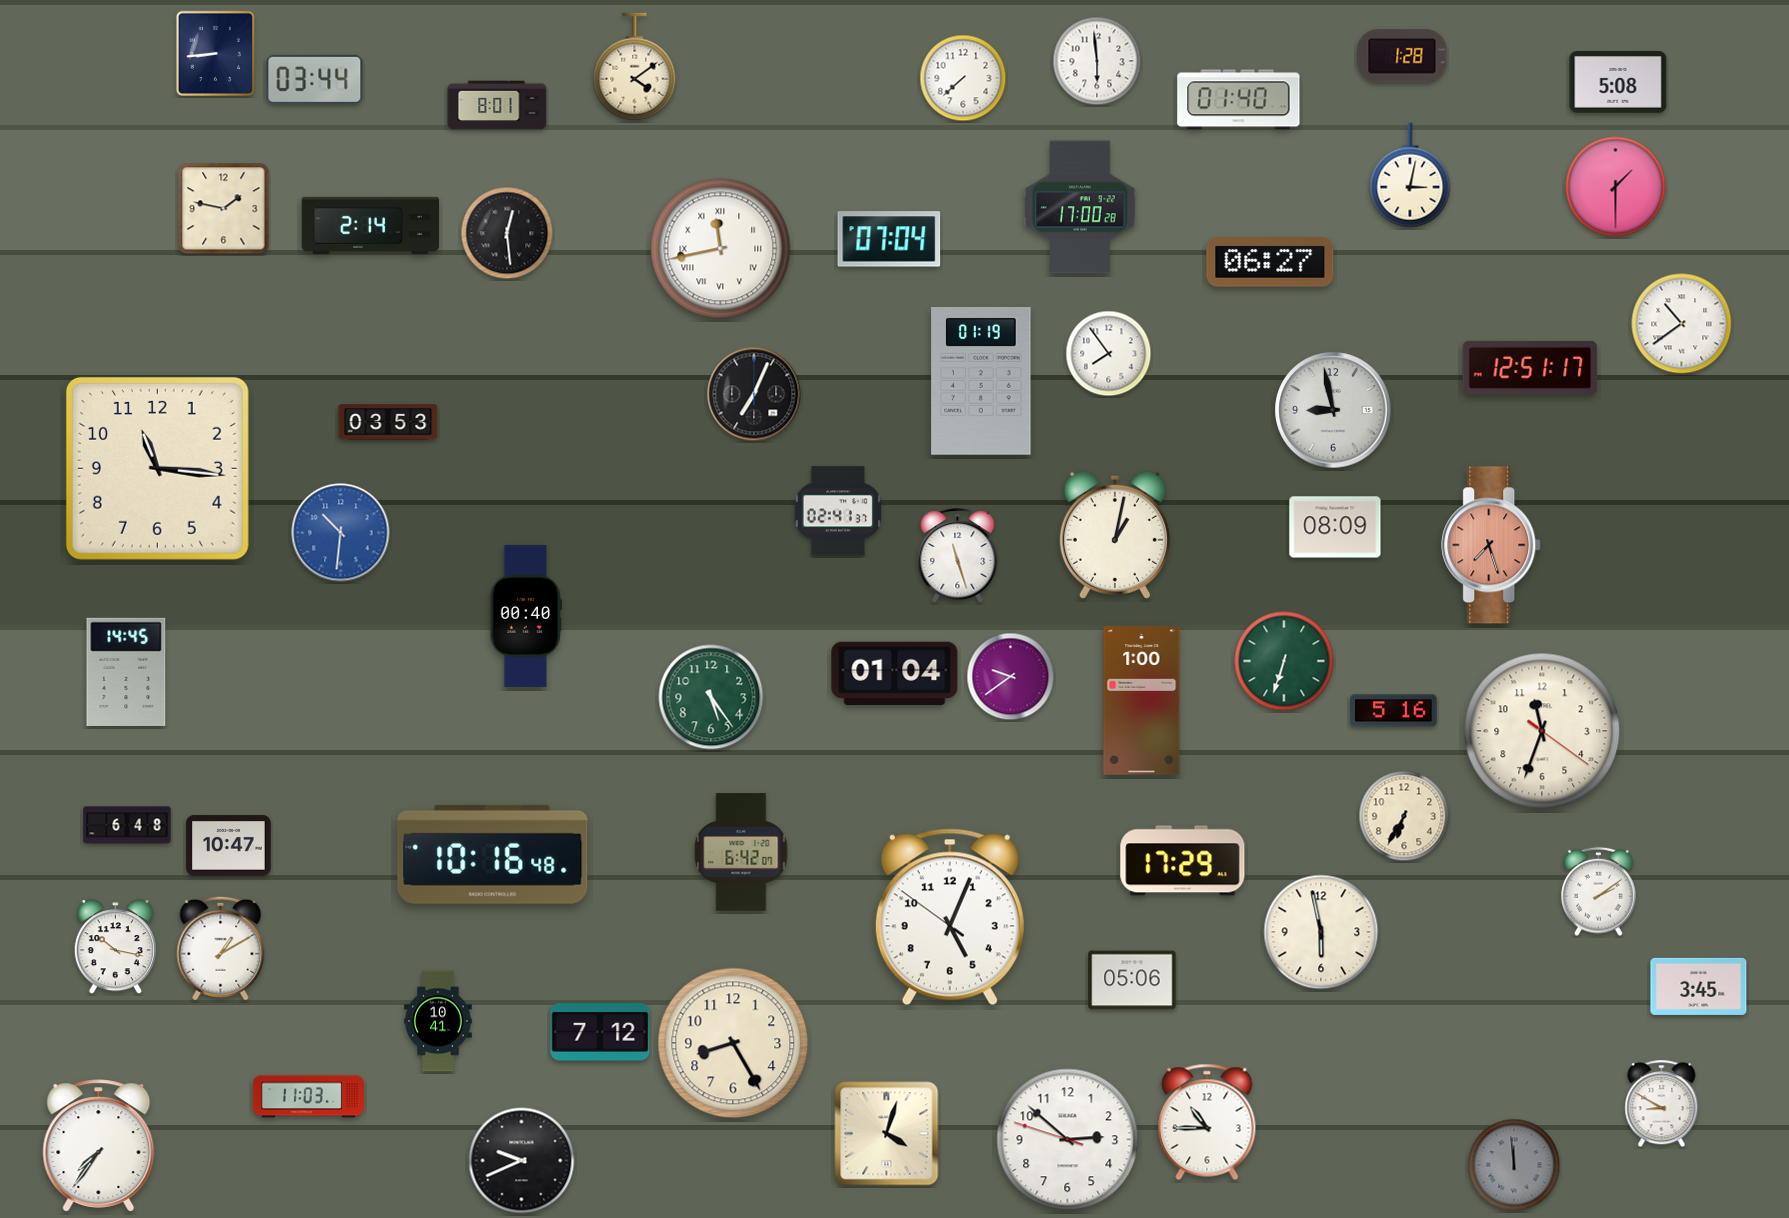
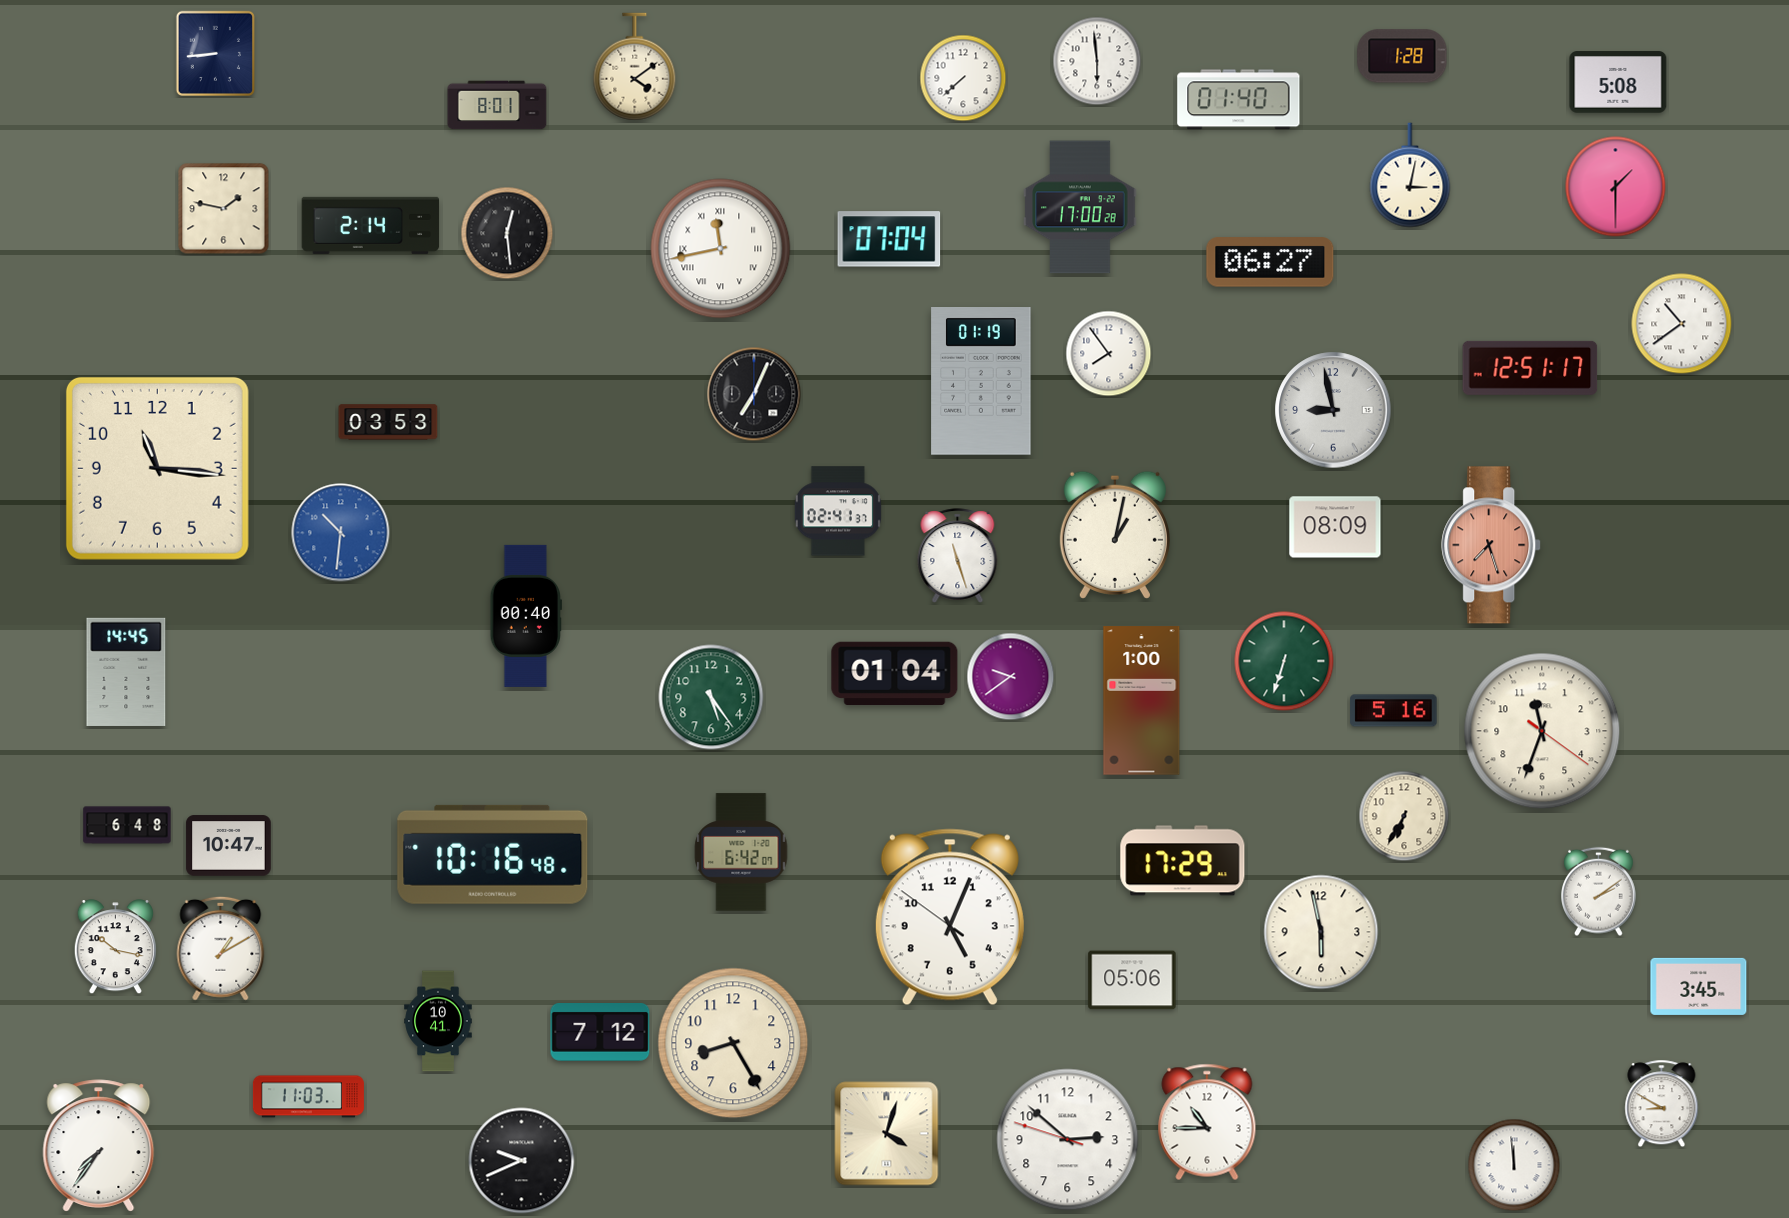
clock at (315, 79): 03:44 -> none
clock at (1514, 1165) dial: grey -> white
